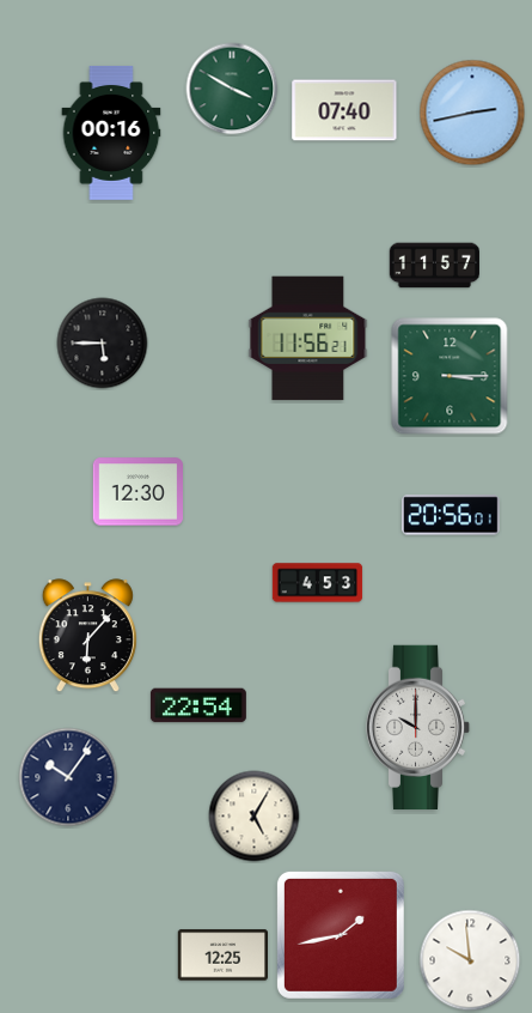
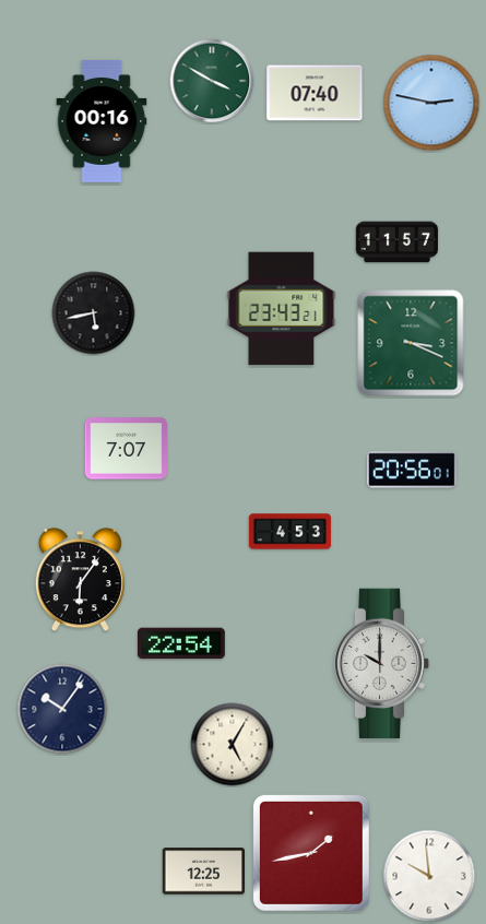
clock at (344, 110) position: (344, 110) -> (315, 93)
clock at (472, 113): 2:43 -> 2:47
clock at (308, 339): 11:56 -> 23:43
clock at (103, 344): 5:45 -> 5:43
clock at (450, 376): 3:15 -> 3:19
clock at (137, 492): 12:30 -> 7:07
clock at (87, 636): 6:07 -> 6:06
